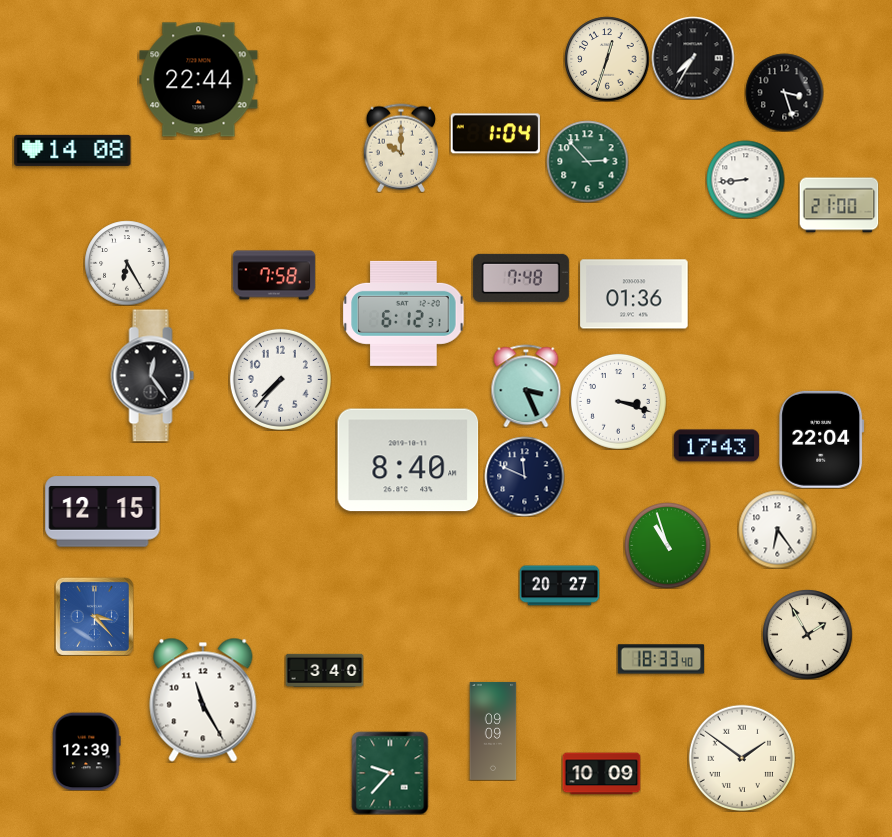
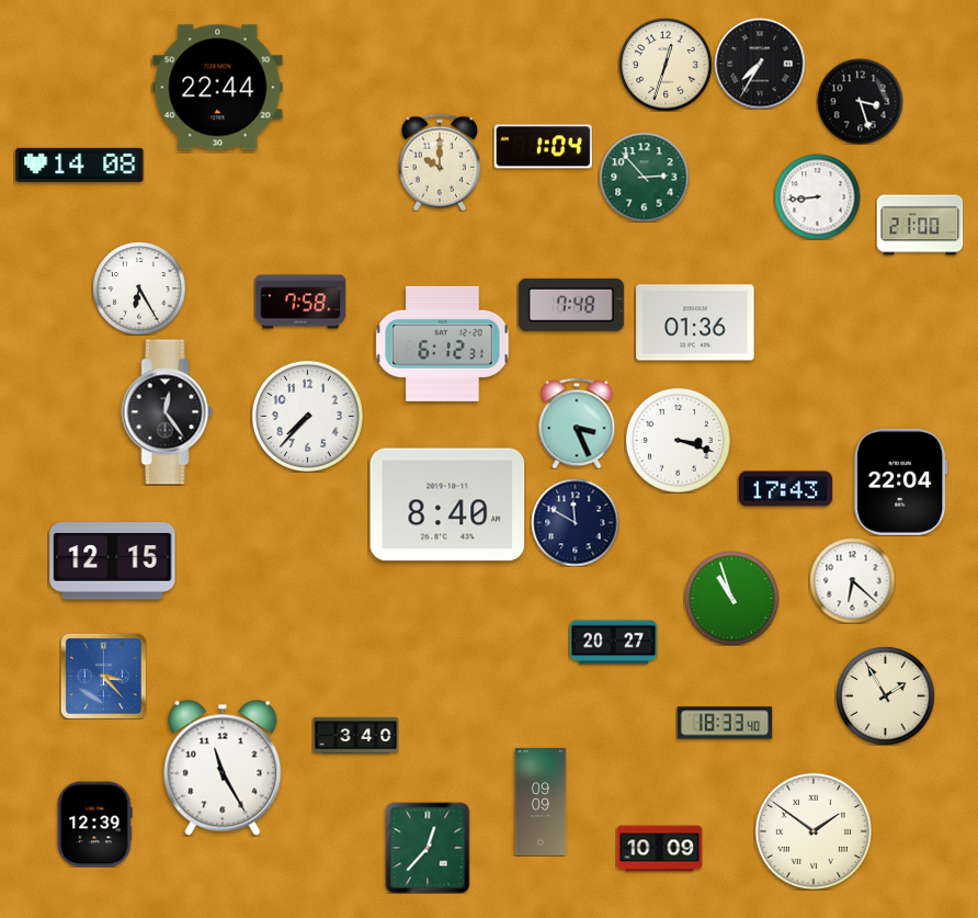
clock at (524, 476): 11:49 -> 11:50
clock at (777, 529): 6:24 -> 6:22
clock at (390, 773): 9:37 -> 12:37
